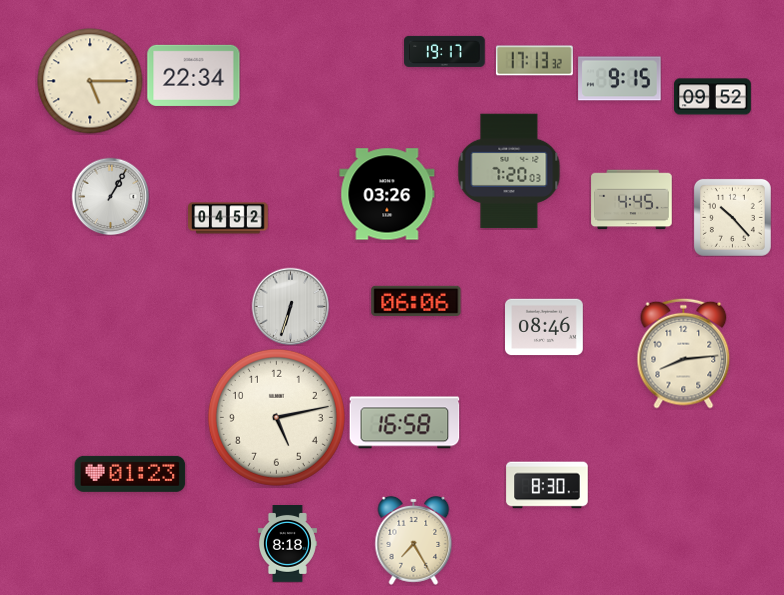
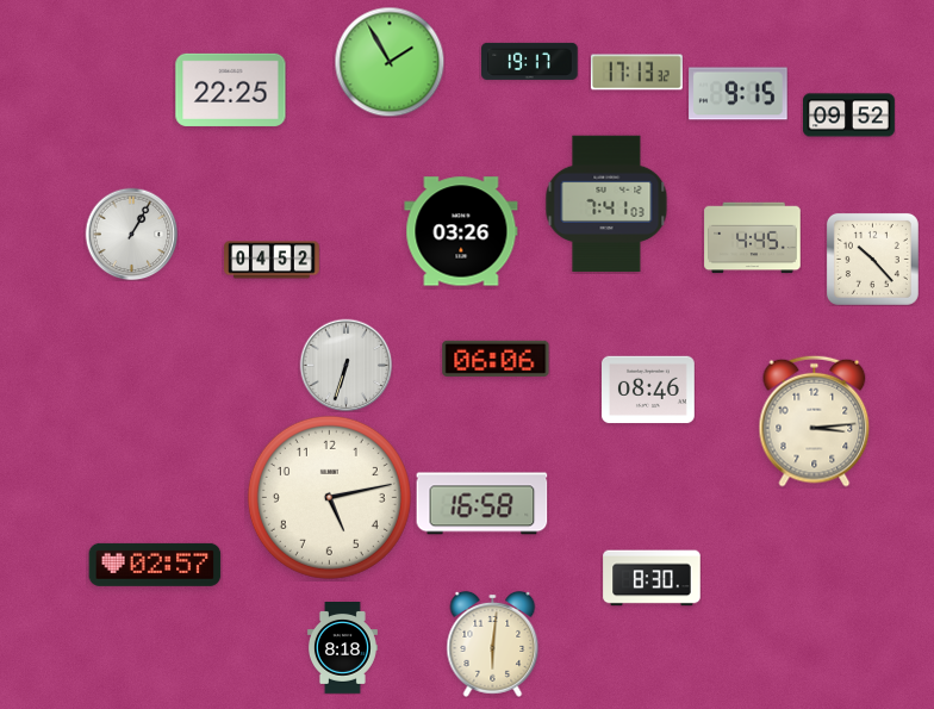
clock at (390, 62): none -> 1:55
clock at (194, 75): 22:34 -> 22:25
clock at (90, 81): 5:15 -> none
clock at (509, 171): 7:20 -> 7:41
clock at (684, 353): 8:14 -> 3:14
clock at (130, 474): 01:23 -> 02:57
clock at (414, 540): 7:25 -> 6:01
